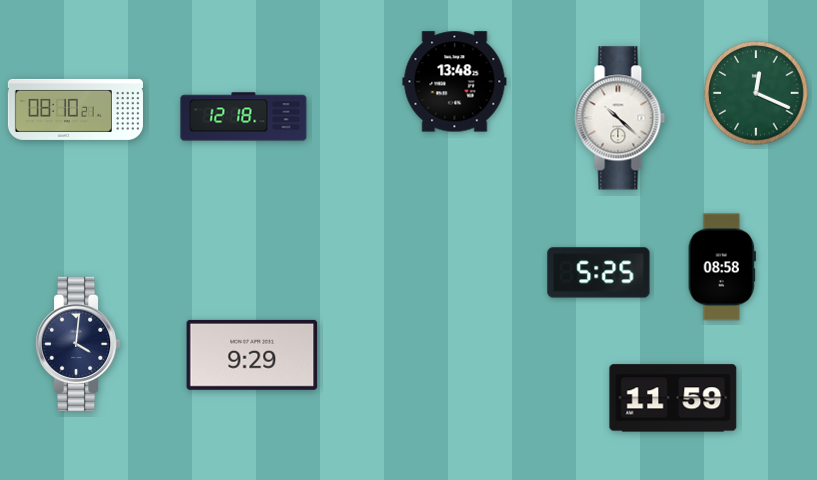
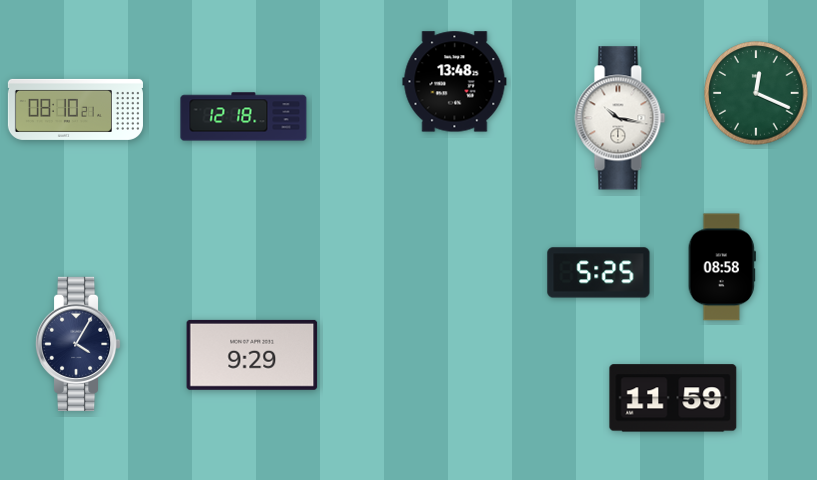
clock at (620, 118): 10:22 -> 10:17
clock at (78, 344): 4:01 -> 4:05
